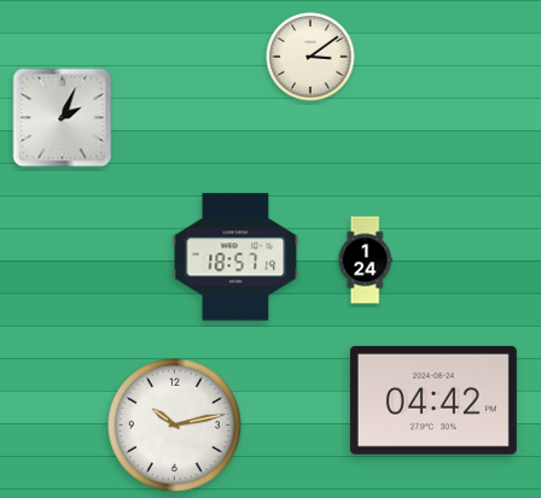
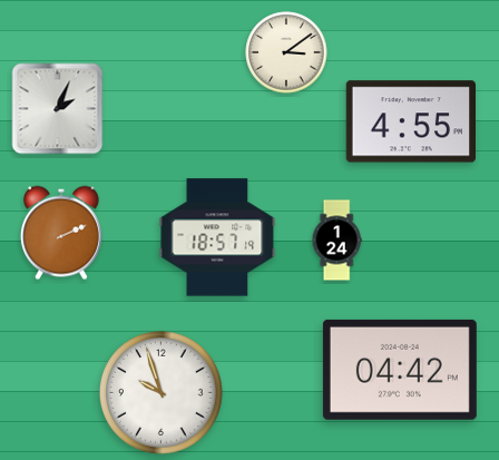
clock at (410, 121): none -> 4:55
clock at (61, 233): none -> 2:11
clock at (174, 424): 10:13 -> 9:57
